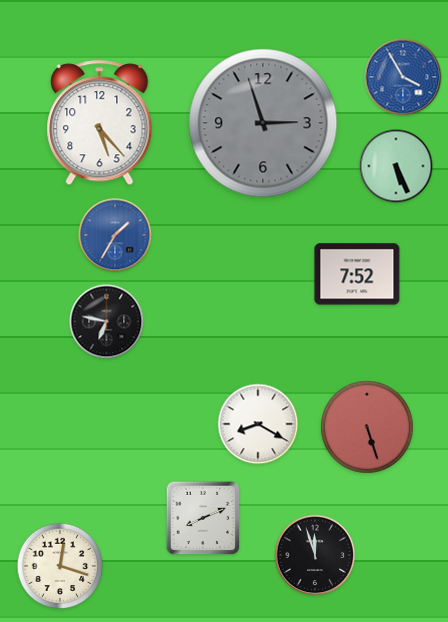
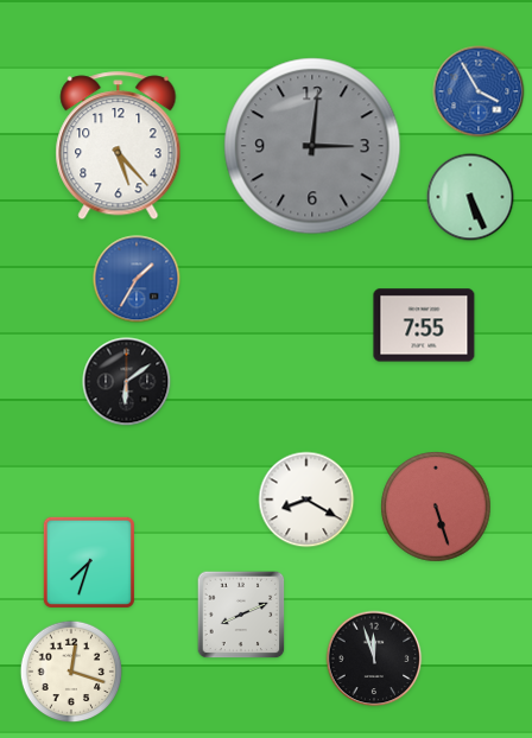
clock at (263, 123): 2:57 -> 3:01
clock at (357, 274): 7:52 -> 7:55
clock at (107, 322): 6:47 -> 6:09
clock at (258, 424) position: (258, 424) -> (306, 500)
clock at (89, 562): none -> 7:33
